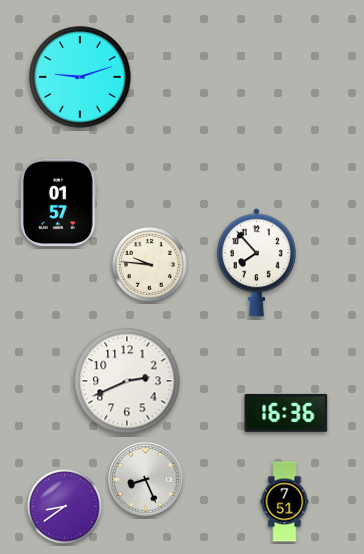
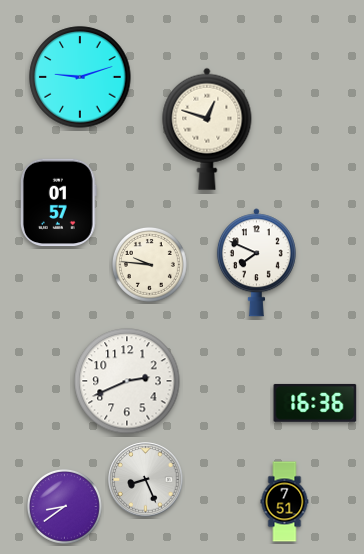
clock at (207, 129): none -> 12:48
clock at (256, 263): 7:53 -> 7:49
clock at (286, 413) position: (286, 413) -> (315, 403)
